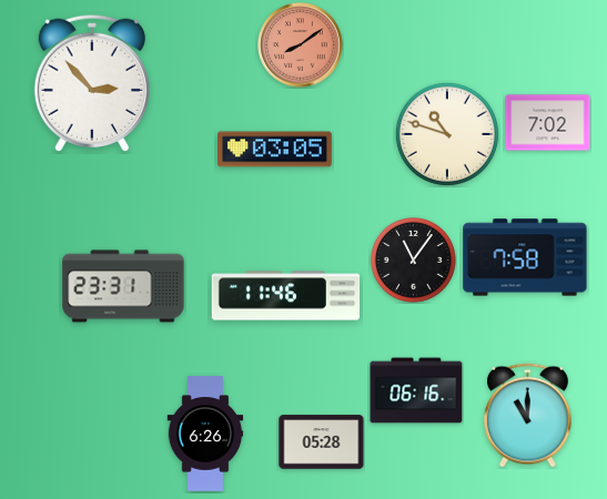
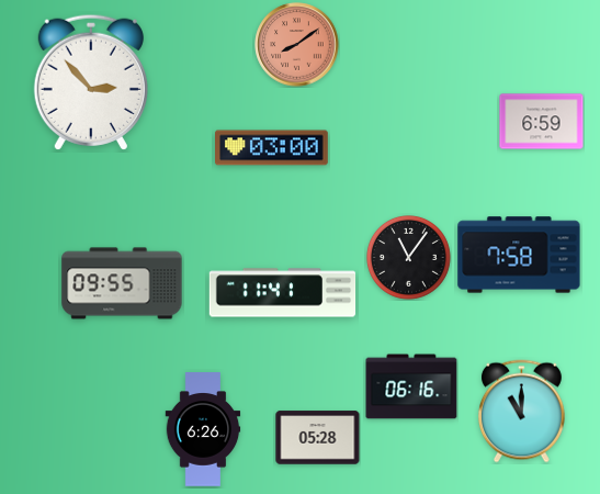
clock at (548, 123): 7:02 -> 6:59
clock at (447, 134): 10:48 -> none
clock at (275, 150): 03:05 -> 03:00
clock at (123, 286): 23:31 -> 09:55
clock at (286, 296): 11:46 -> 11:41
